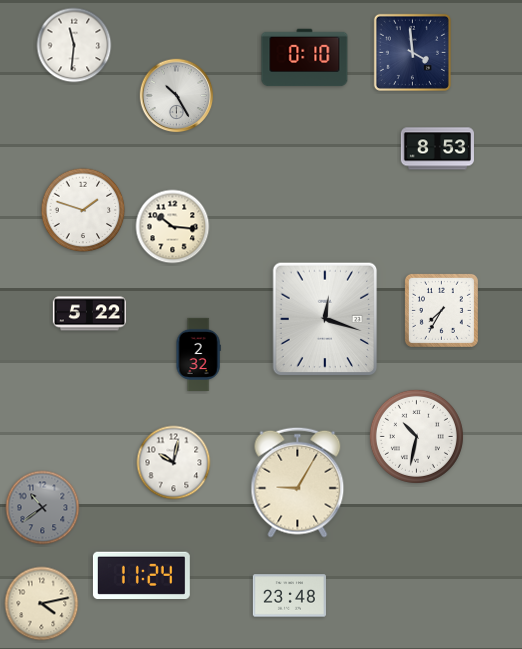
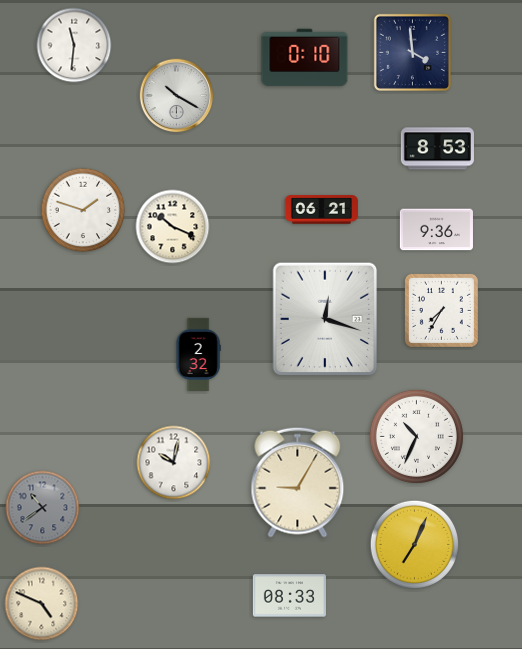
clock at (177, 96): 10:25 -> 10:20
clock at (321, 210): none -> 06:21
clock at (173, 227): 10:16 -> 10:19
clock at (436, 230): none -> 9:36
clock at (89, 314): 5:22 -> none
clock at (416, 436): 10:32 -> 10:34
clock at (415, 545): none -> 7:04
clock at (141, 576): 11:24 -> none
clock at (289, 596): 23:48 -> 08:33
clock at (42, 604): 4:13 -> 4:49
